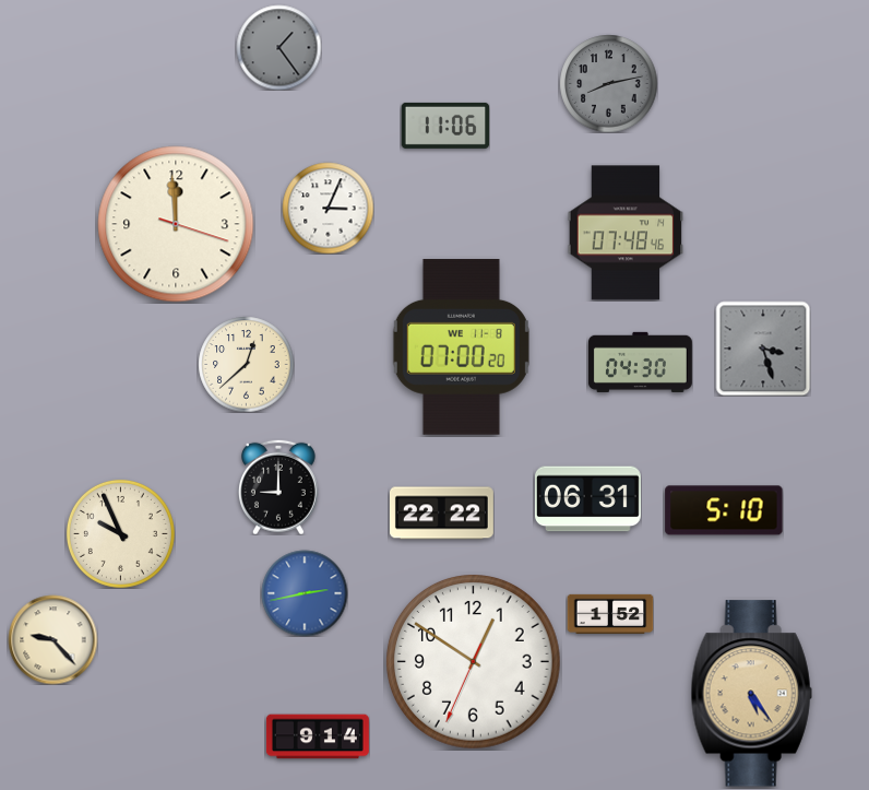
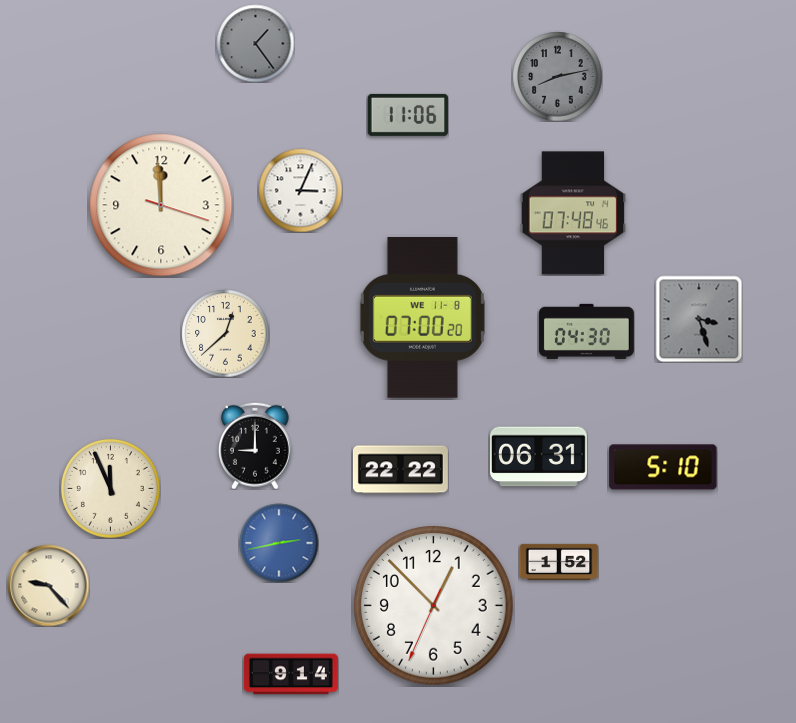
clock at (441, 514) position: (441, 514) -> (400, 470)
clock at (120, 533): 9:56 -> 11:56
clock at (474, 662): 12:50 -> 12:52
clock at (751, 694): 5:24 -> none
